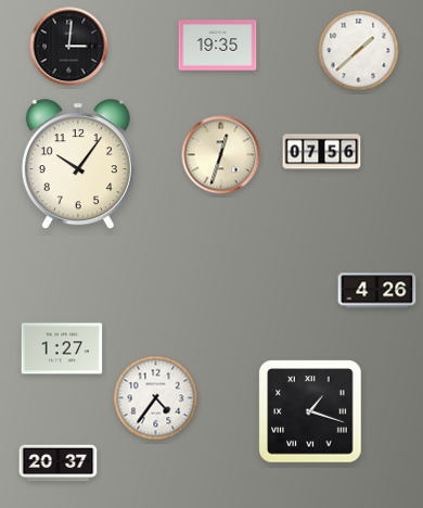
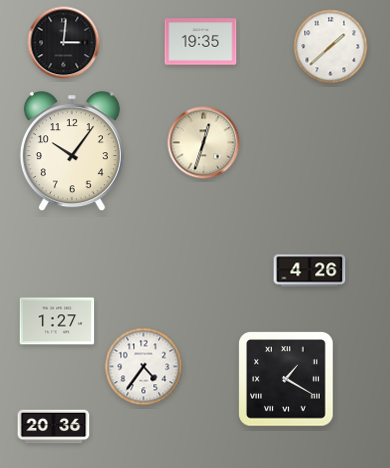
clock at (322, 152): 07:56 -> none
clock at (377, 291) position: (377, 291) -> (310, 271)
clock at (310, 411): 1:18 -> 1:20
clock at (59, 463): 20:37 -> 20:36
